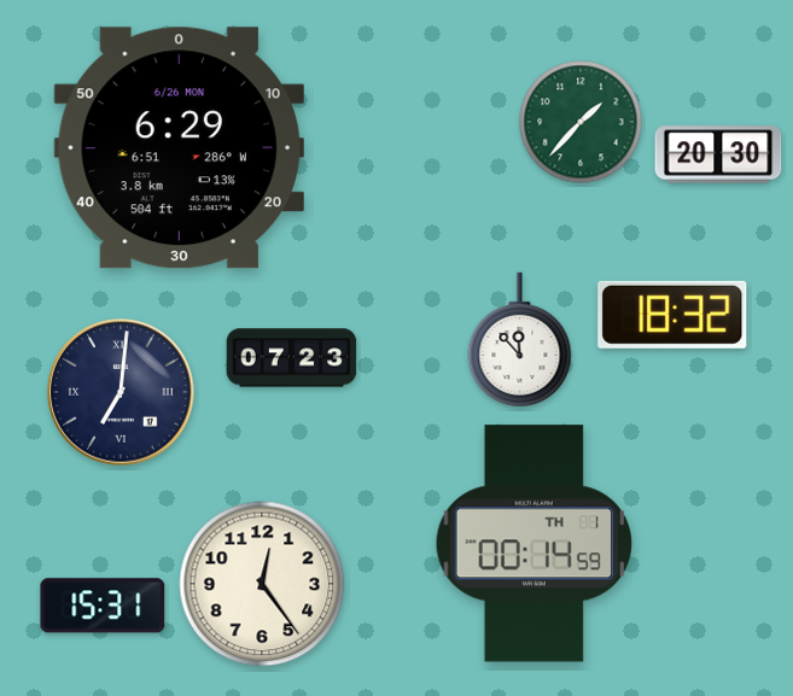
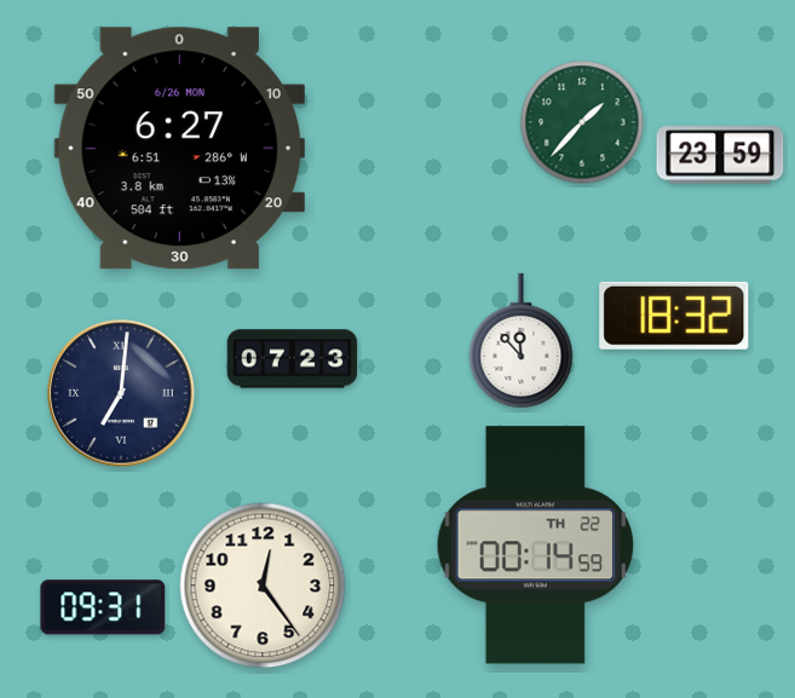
clock at (179, 148): 6:29 -> 6:27
clock at (718, 154): 20:30 -> 23:59
clock at (535, 544) date: TH 1 -> TH 22
clock at (103, 606): 15:31 -> 09:31
